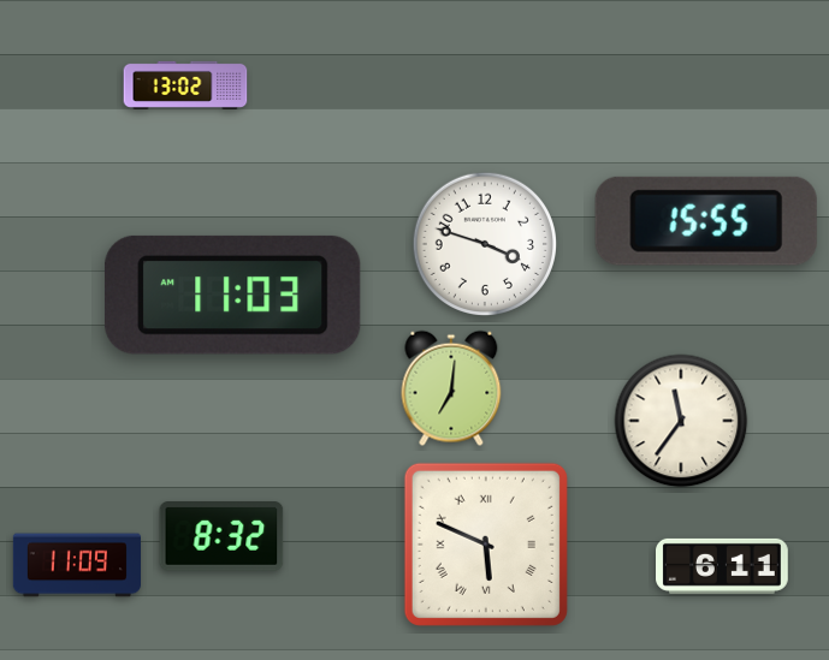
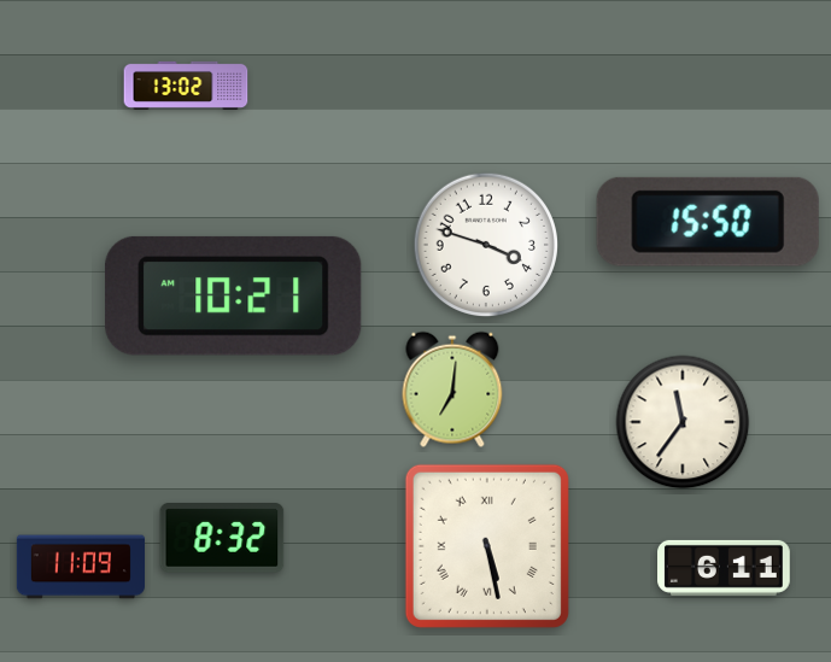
clock at (706, 221): 15:55 -> 15:50
clock at (233, 295): 11:03 -> 10:21
clock at (486, 545): 5:49 -> 5:28
clock at (76, 565) position: (76, 565) -> (80, 567)
